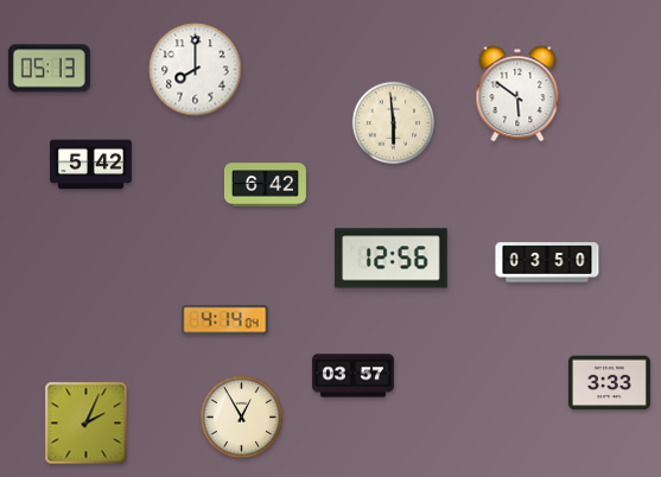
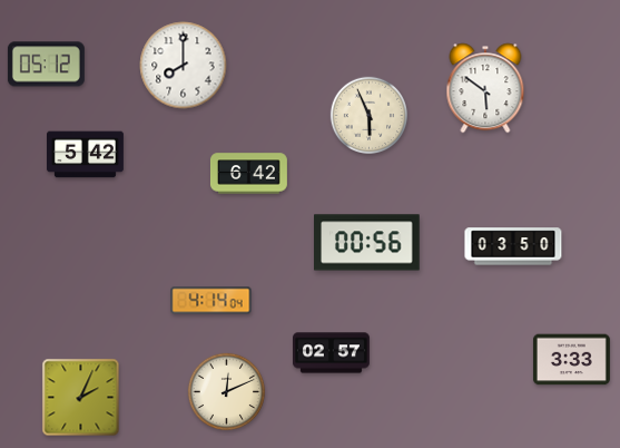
clock at (49, 69): 05:13 -> 05:12
clock at (394, 123): 5:59 -> 5:56
clock at (392, 259): 12:56 -> 00:56
clock at (354, 376): 03:57 -> 02:57
clock at (242, 418): 12:55 -> 12:11
